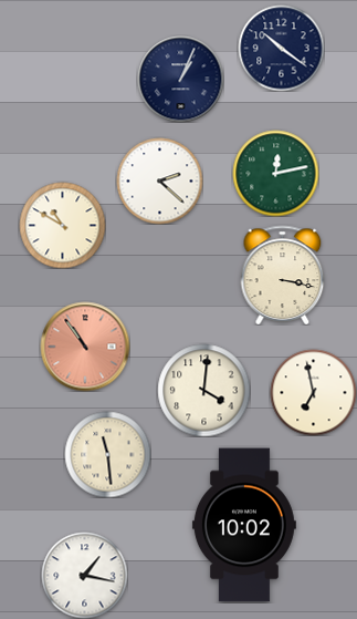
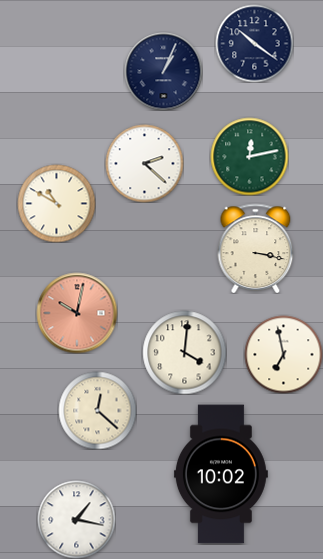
clock at (85, 347): 10:54 -> 10:02
clock at (107, 454): 11:29 -> 12:22
